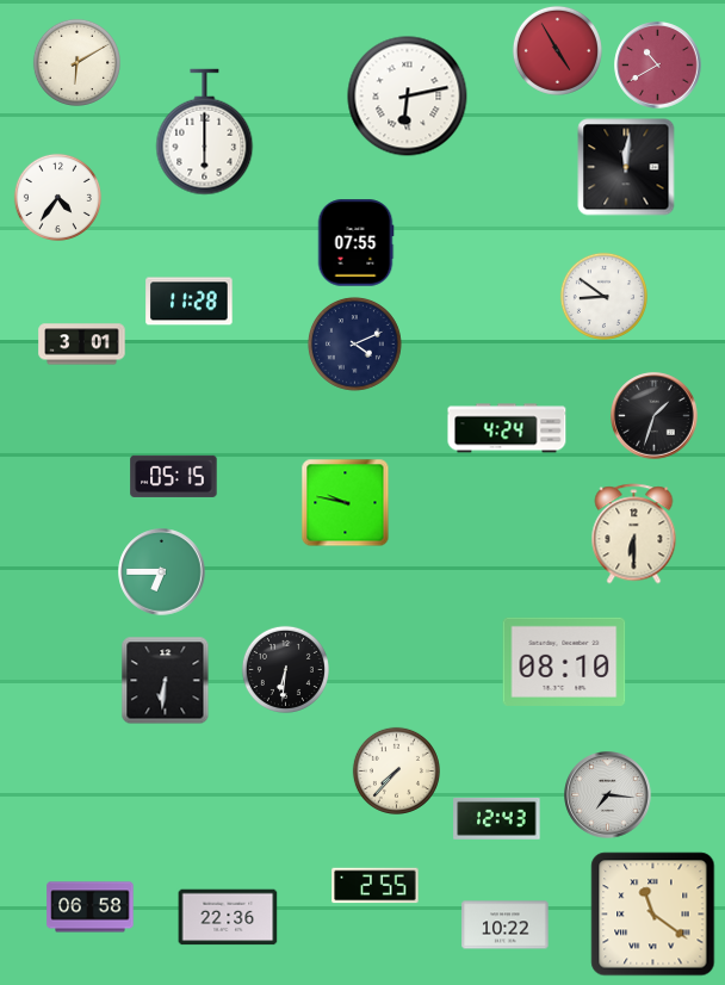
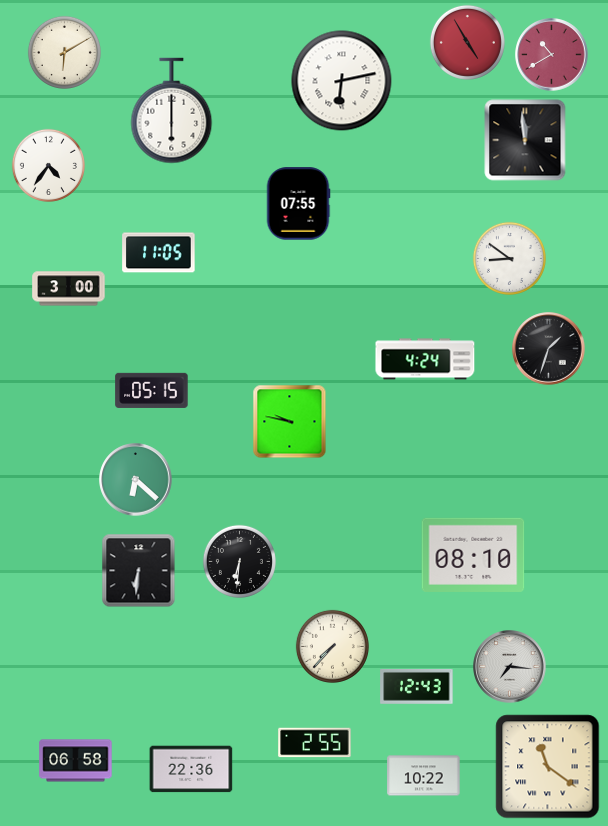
clock at (626, 167): 12:01 -> 11:59
clock at (603, 296) position: (603, 296) -> (509, 258)
clock at (190, 302): 11:28 -> 11:05
clock at (82, 345): 3:01 -> 3:00
clock at (355, 345): 4:11 -> none
clock at (174, 476) position: (174, 476) -> (152, 390)
clock at (634, 534): 6:30 -> none
clock at (162, 572): 6:45 -> 6:22
